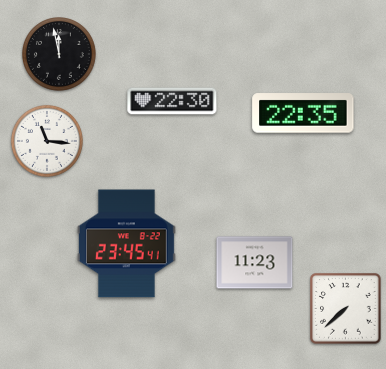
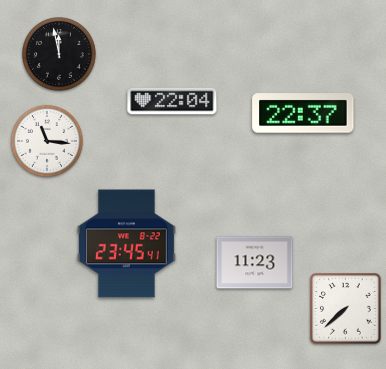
clock at (172, 101): 22:30 -> 22:04
clock at (303, 113): 22:35 -> 22:37
